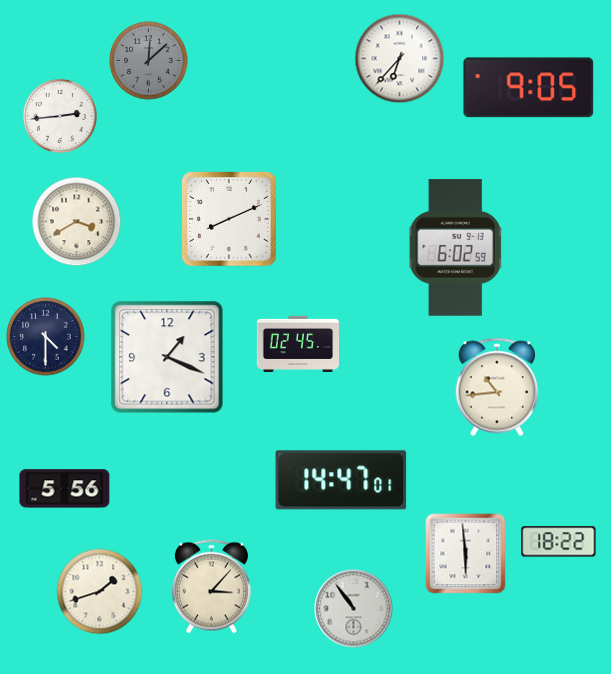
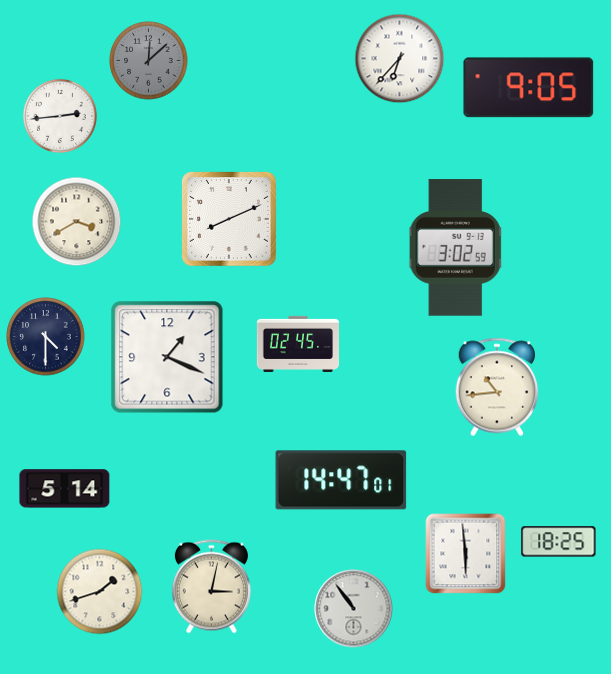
clock at (456, 248): 6:02 -> 3:02
clock at (65, 489): 5:56 -> 5:14
clock at (559, 542): 18:22 -> 18:25
clock at (211, 587): 3:07 -> 3:02
